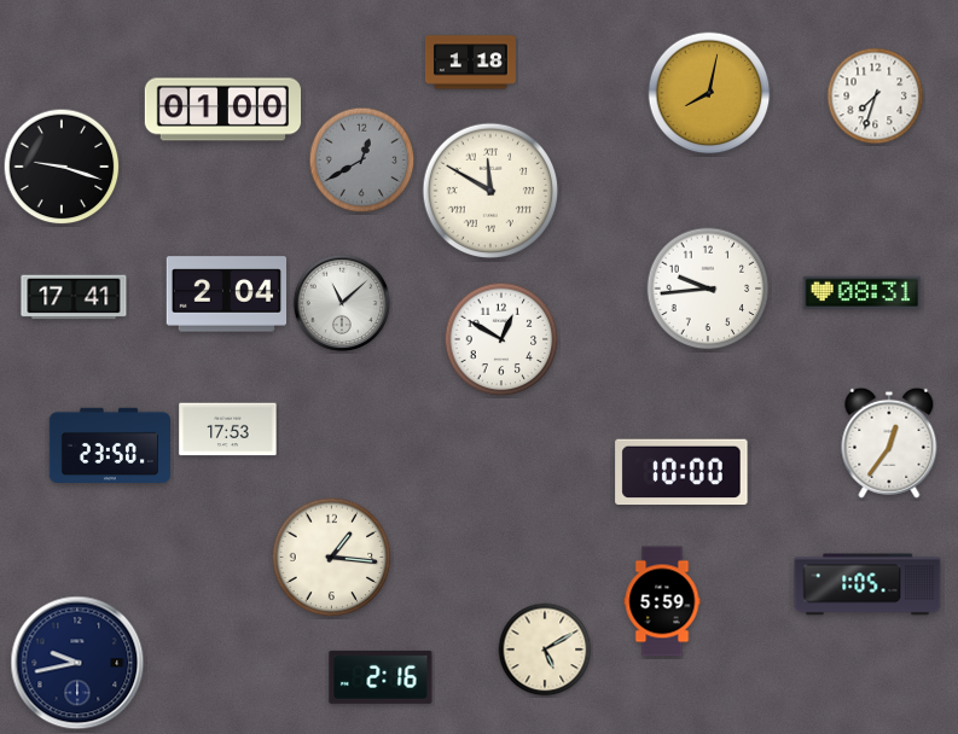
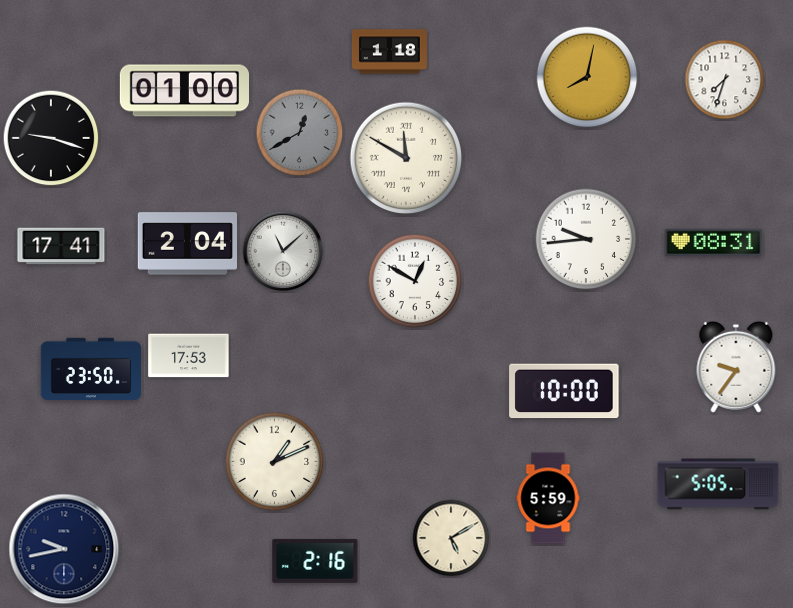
clock at (889, 443): 12:36 -> 9:36
clock at (332, 558): 1:16 -> 1:11
clock at (867, 584): 1:05 -> 5:05
